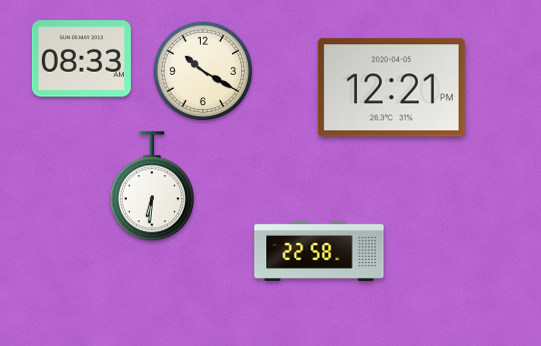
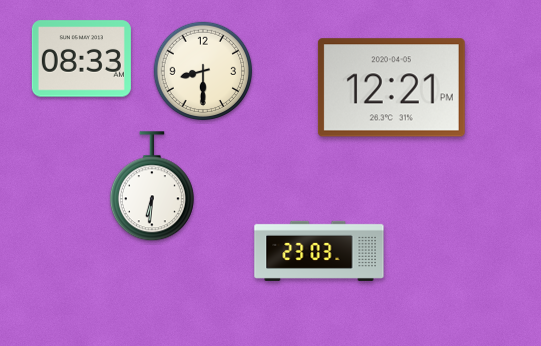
clock at (203, 71): 10:20 -> 8:30
clock at (319, 251): 22:58 -> 23:03
